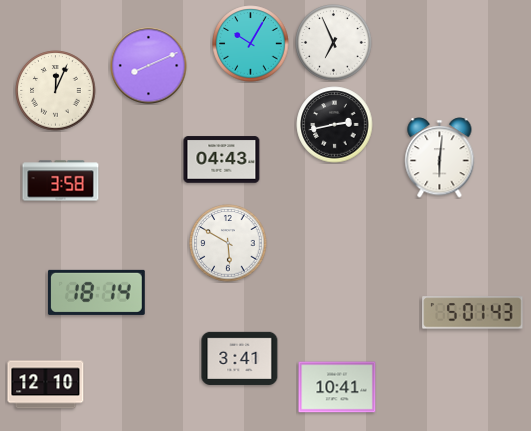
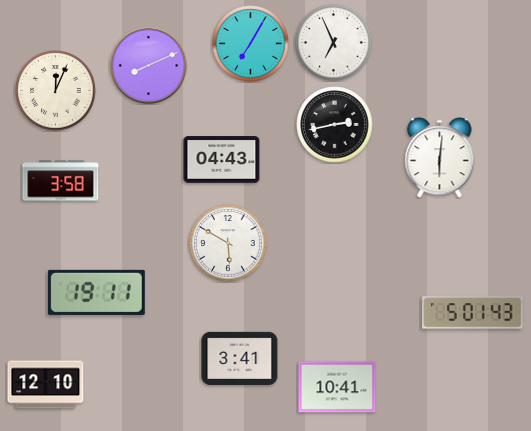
clock at (251, 44): 10:05 -> 7:05
clock at (96, 292): 18:14 -> 19:11
